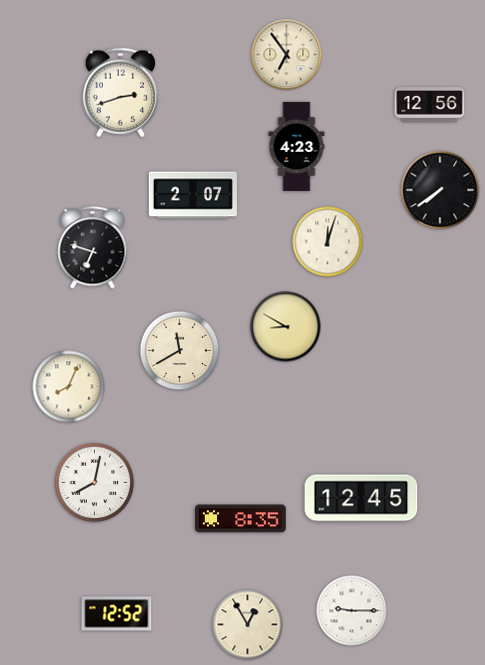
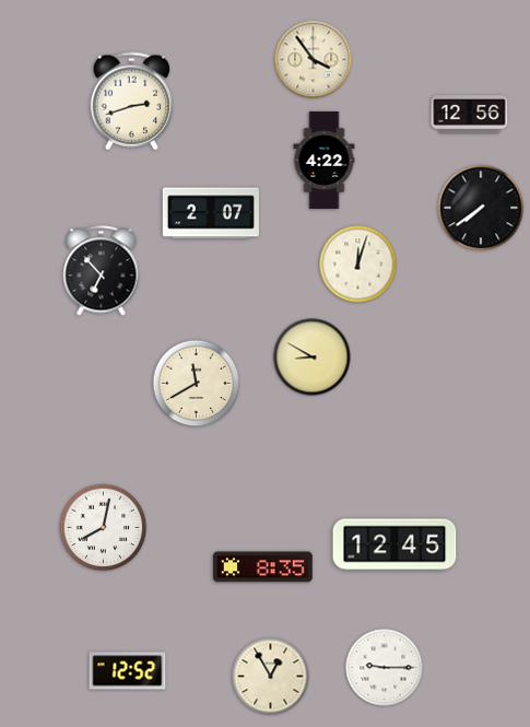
clock at (287, 55): 6:54 -> 3:54
clock at (297, 146): 4:23 -> 4:22
clock at (93, 248): 6:48 -> 6:53
clock at (69, 387): 8:04 -> none
clock at (248, 625) position: (248, 625) -> (271, 677)
